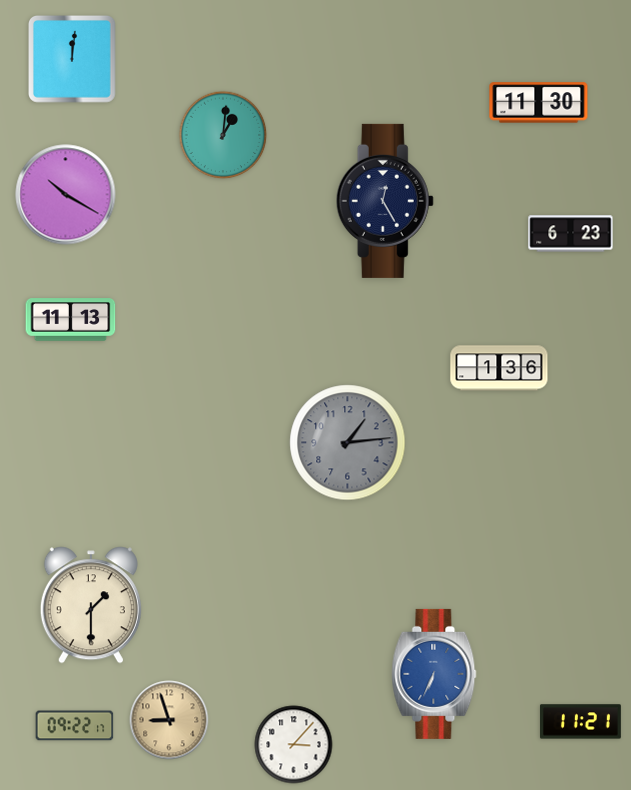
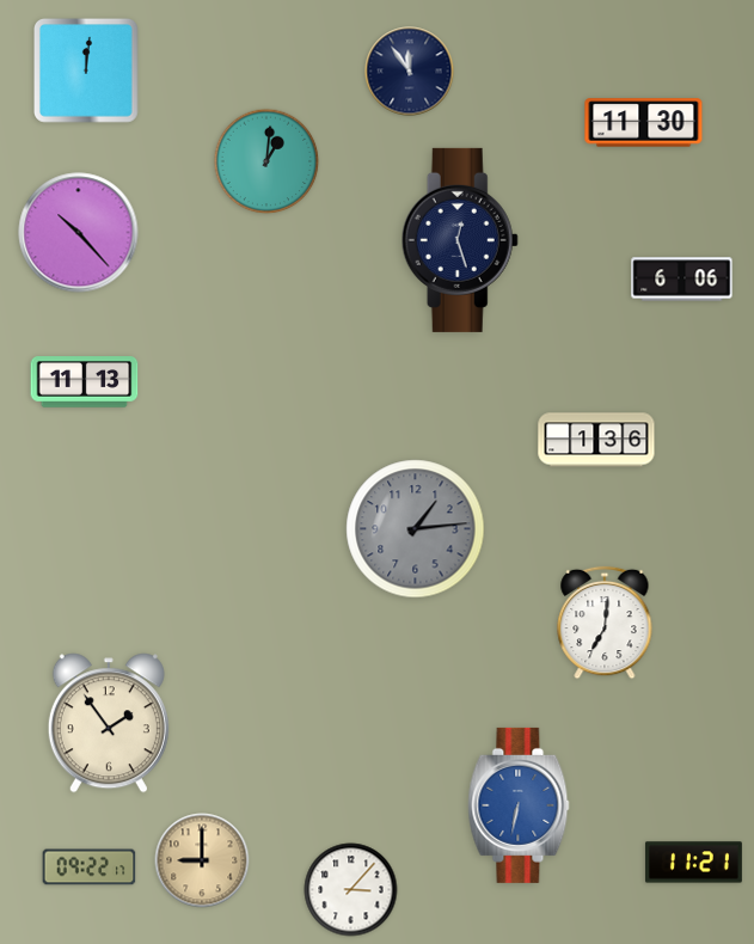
clock at (410, 72): none -> 11:54
clock at (66, 195): 10:20 -> 10:23
clock at (385, 201): 12:25 -> 12:27
clock at (571, 234): 6:23 -> 6:06
clock at (605, 623): none -> 7:01
clock at (91, 605): 1:30 -> 1:54
clock at (434, 674): 6:34 -> 6:32
clock at (169, 720): 8:57 -> 9:00
